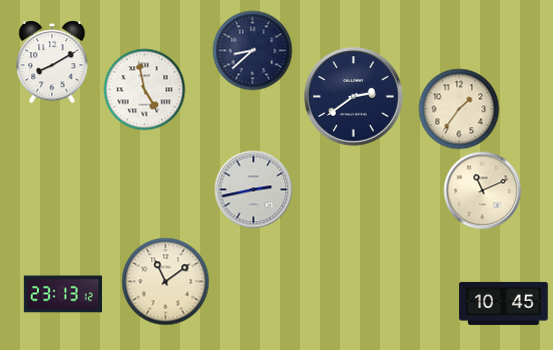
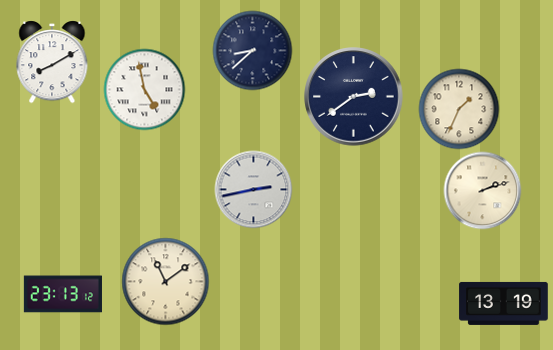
clock at (459, 109): 1:36 -> 1:34
clock at (482, 190): 11:11 -> 2:12
clock at (504, 303): 10:45 -> 13:19
